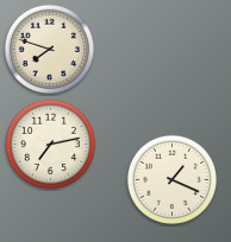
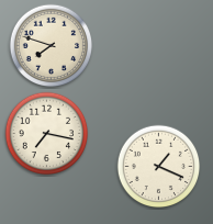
clock at (50, 50) position: (50, 50) -> (52, 46)
clock at (51, 145): 7:13 -> 7:17
